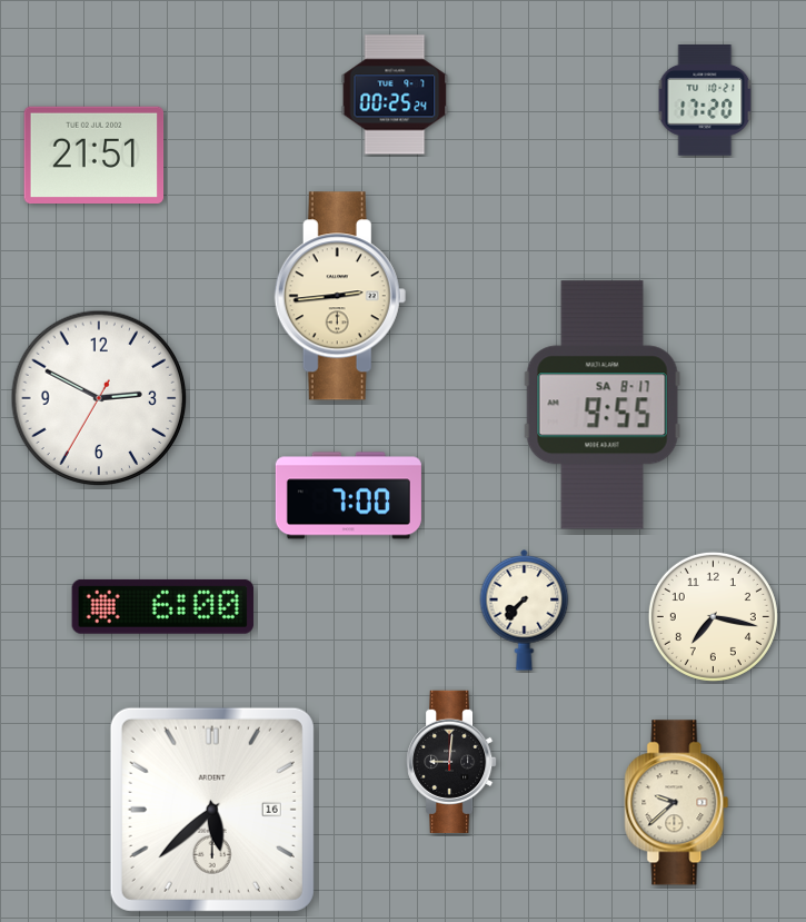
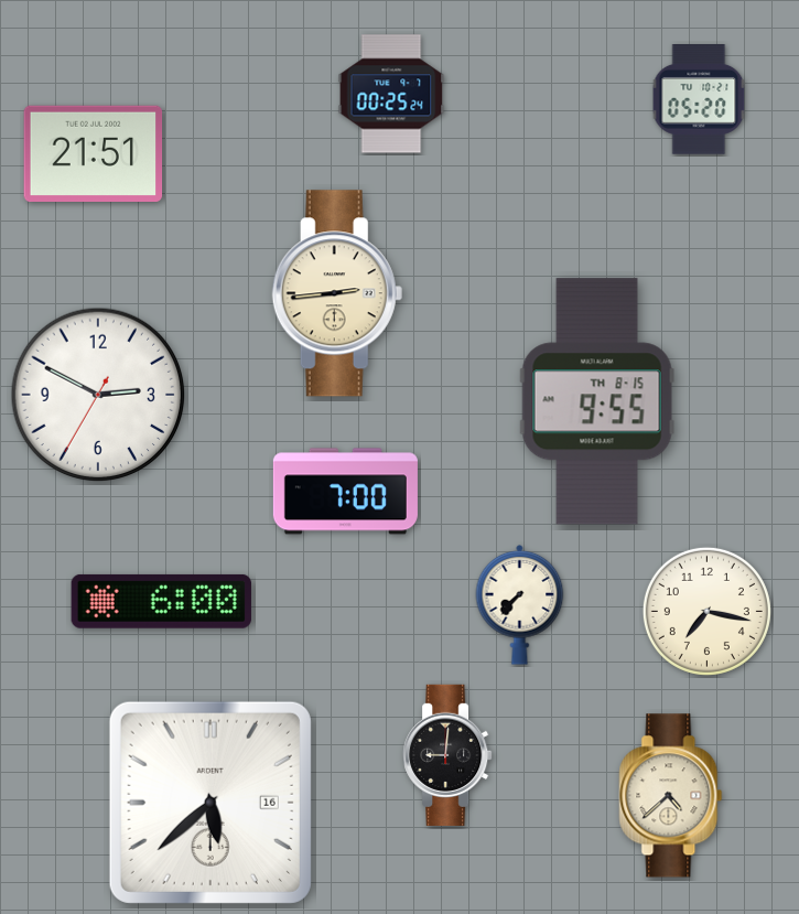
clock at (705, 100): 17:20 -> 05:20
clock at (603, 405) date: SA 8-17 -> TH 8-15
clock at (677, 803): 9:38 -> 4:38
